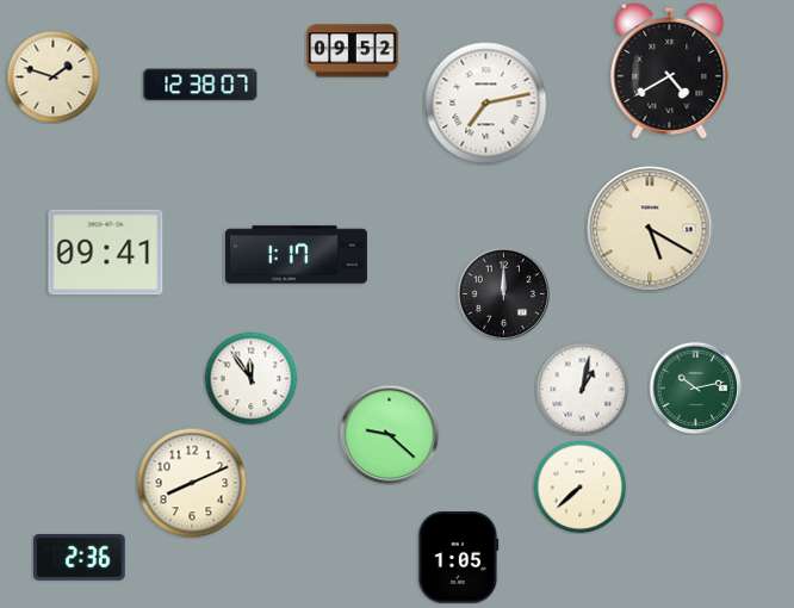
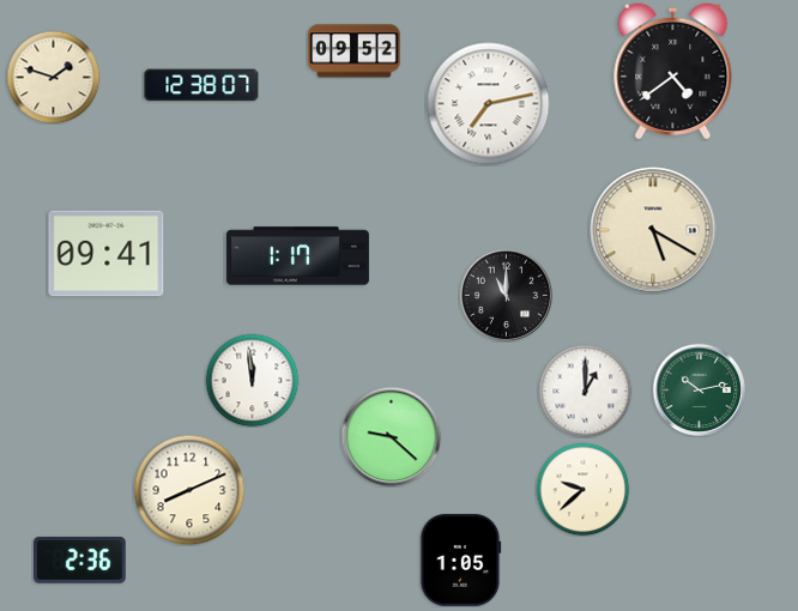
clock at (670, 70): 4:40 -> 4:39
clock at (503, 293): 12:00 -> 11:00
clock at (250, 378): 11:54 -> 11:59
clock at (582, 389): 1:02 -> 1:00
clock at (192, 483) position: (192, 483) -> (189, 490)
clock at (579, 486): 7:38 -> 9:38
